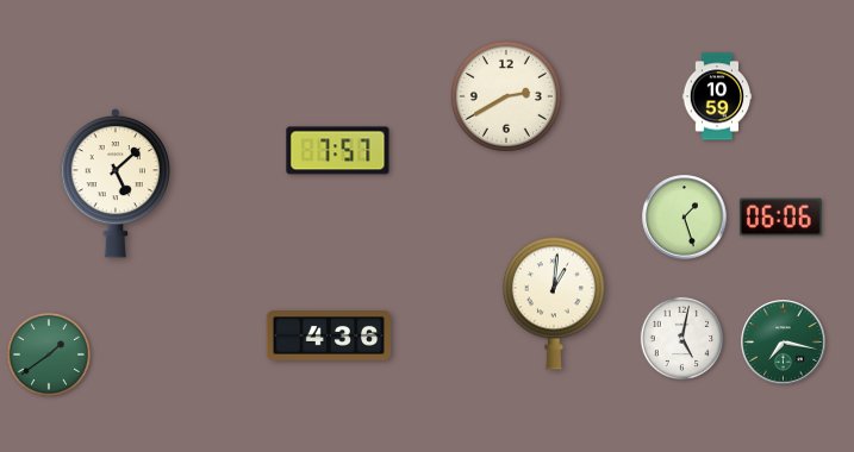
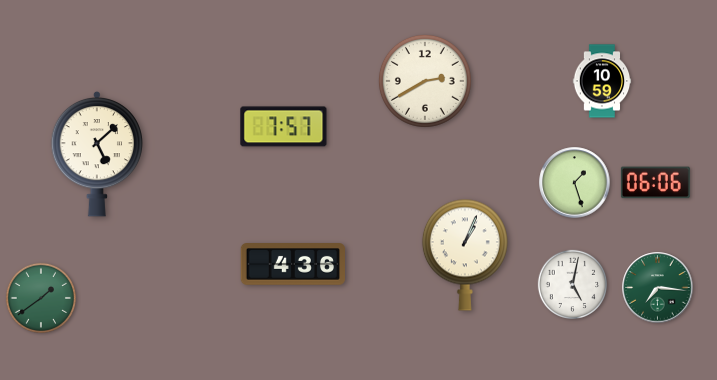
clock at (554, 303): 1:01 -> 1:04
clock at (329, 335) position: (329, 335) -> (293, 264)
clock at (784, 343): 7:17 -> 7:16
